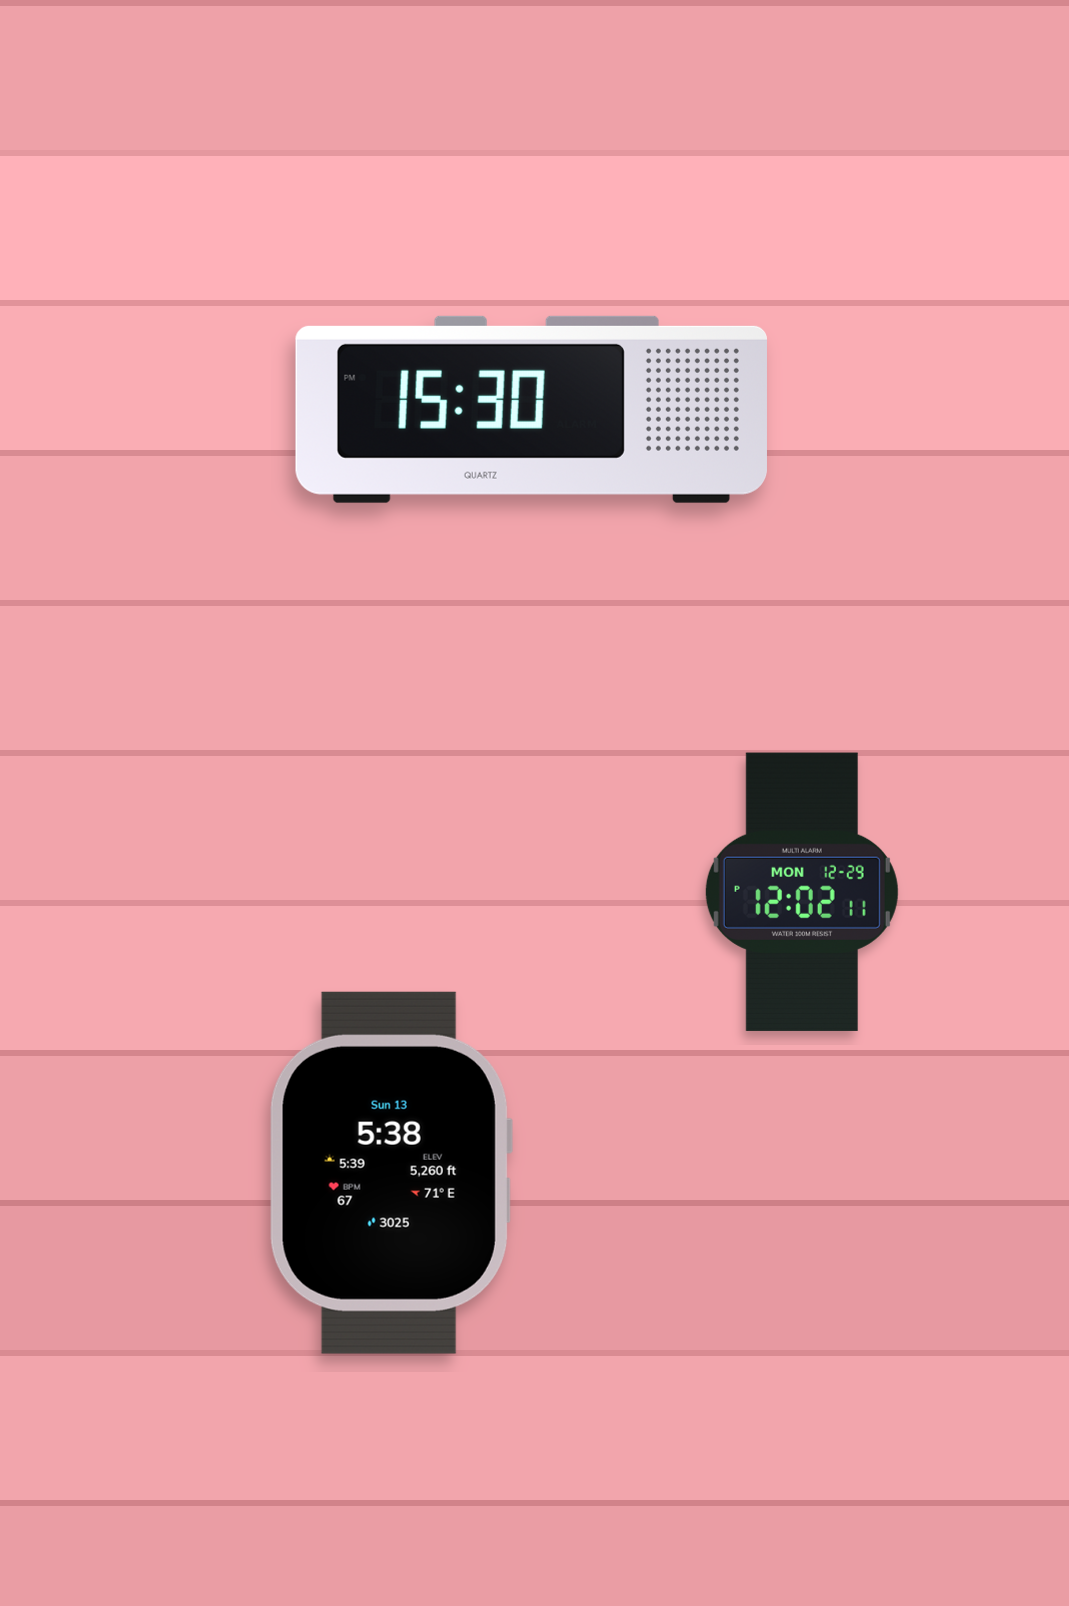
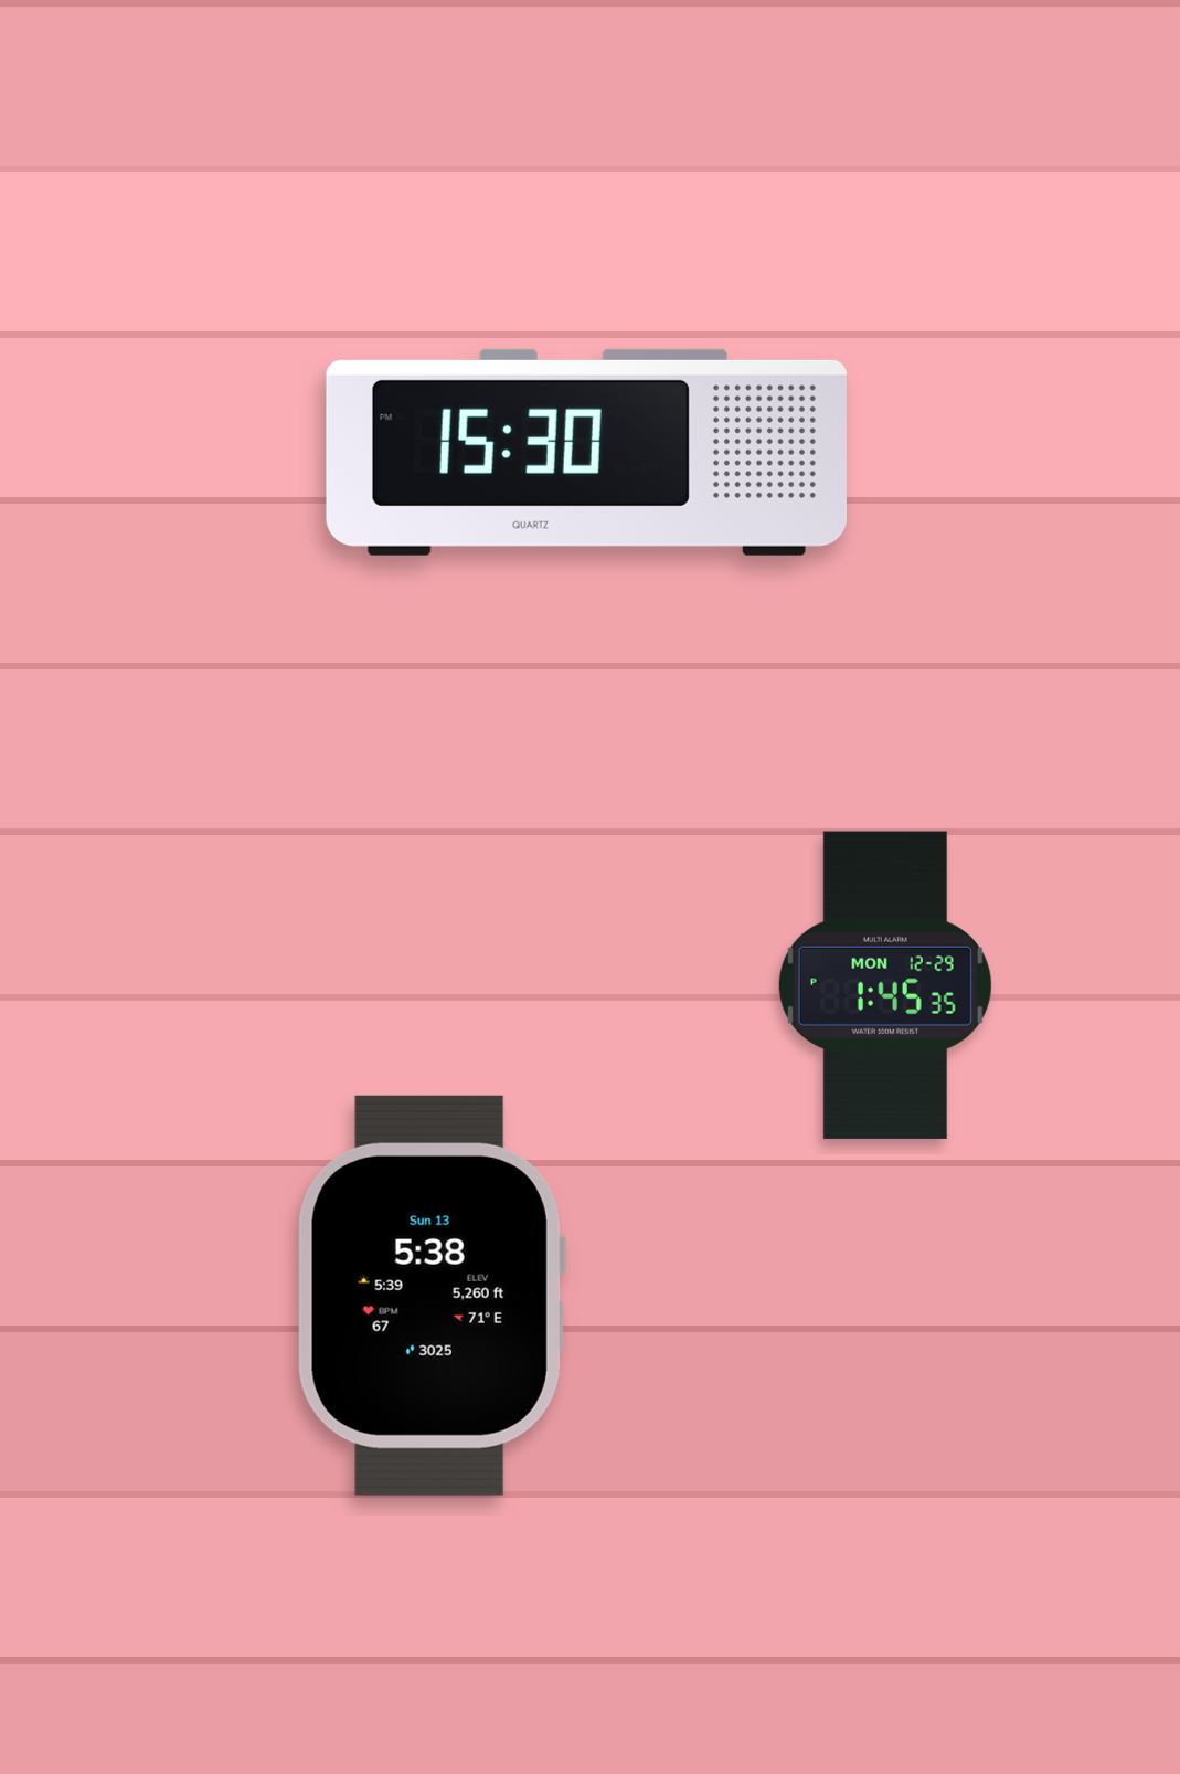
clock at (802, 892): 12:02 -> 1:45
